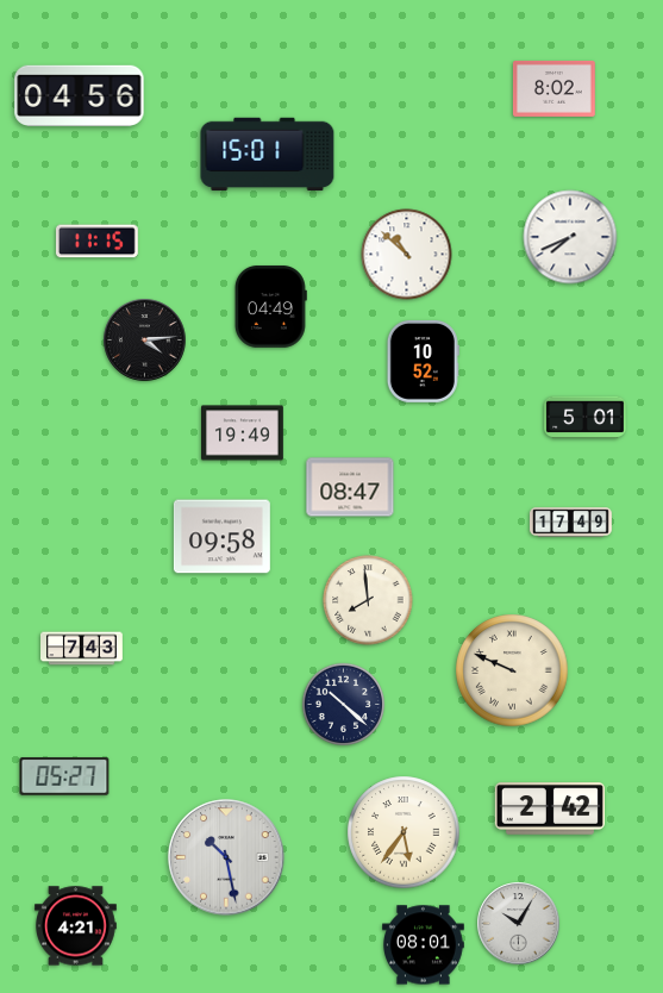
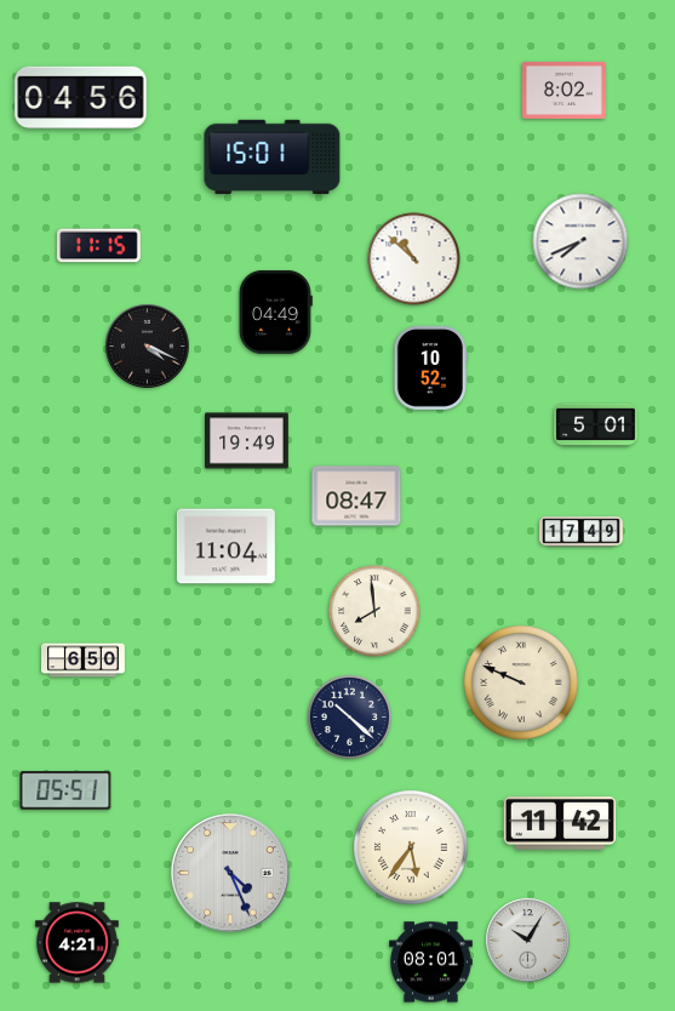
clock at (145, 341): 4:14 -> 4:19
clock at (221, 537): 09:58 -> 11:04
clock at (82, 649): 7:43 -> 6:50
clock at (64, 776): 05:27 -> 05:51
clock at (550, 808): 2:42 -> 11:42
clock at (226, 857): 10:28 -> 4:26
